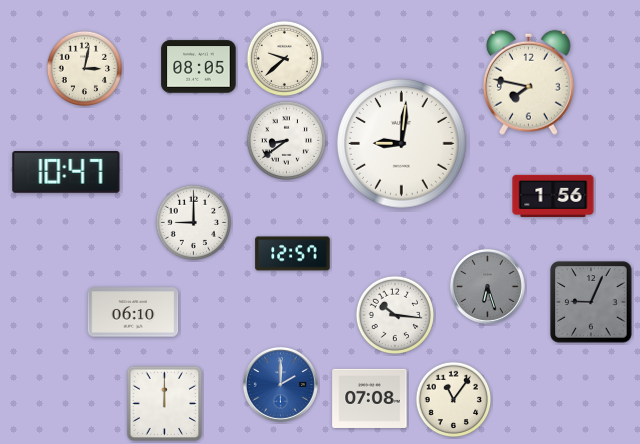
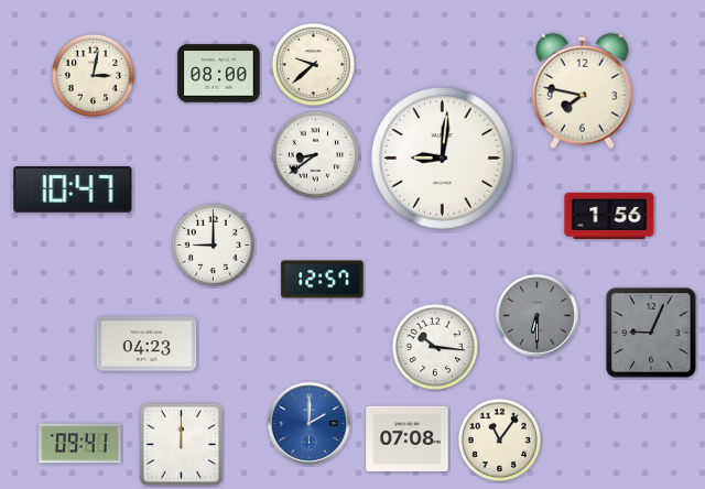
clock at (199, 67): 08:05 -> 08:00
clock at (487, 286): 6:27 -> 6:30
clock at (133, 312): 06:10 -> 04:23
clock at (80, 444): none -> 09:41
